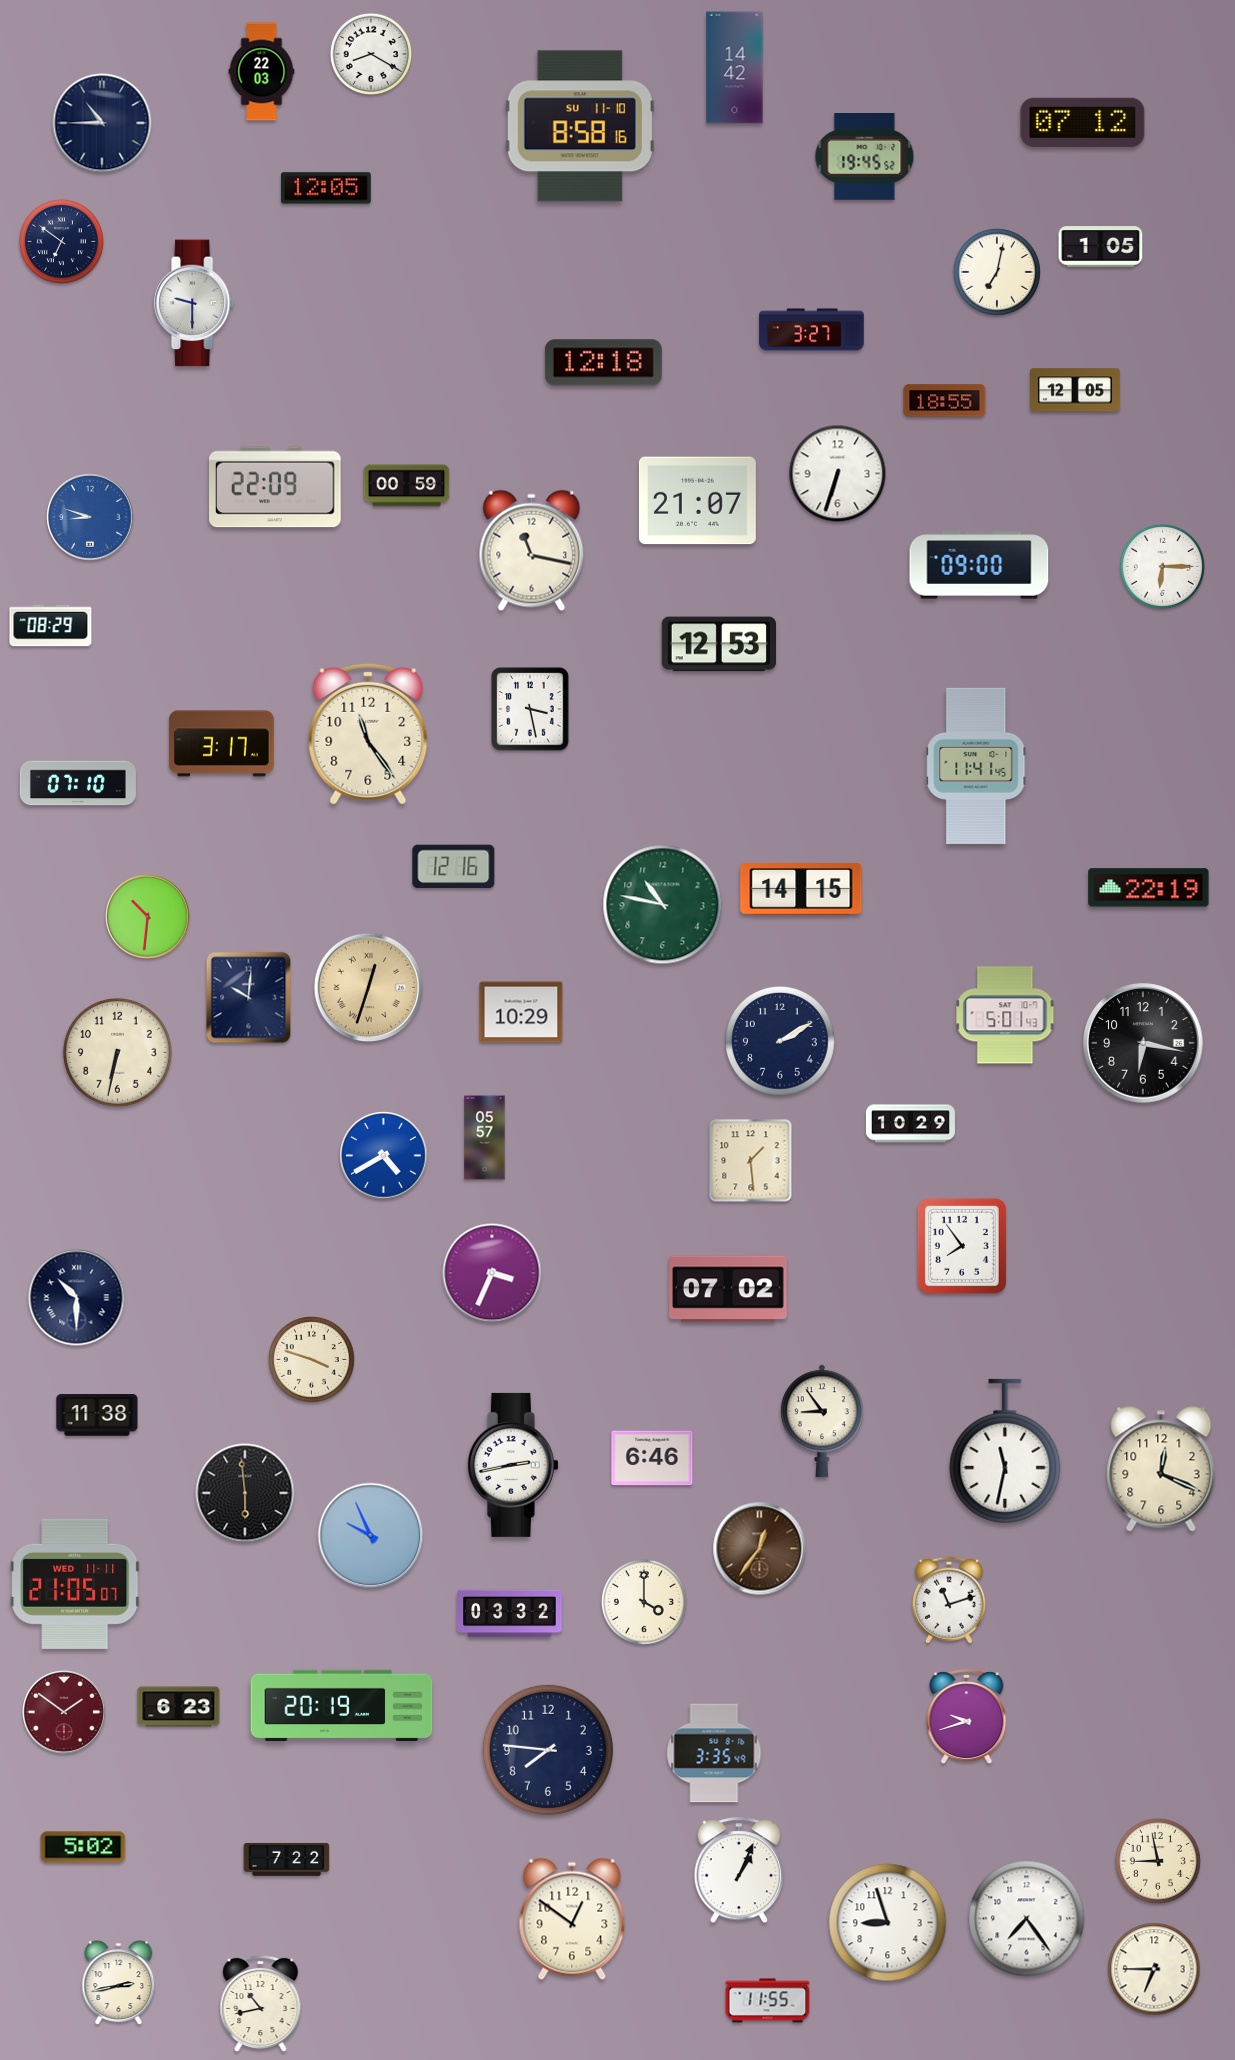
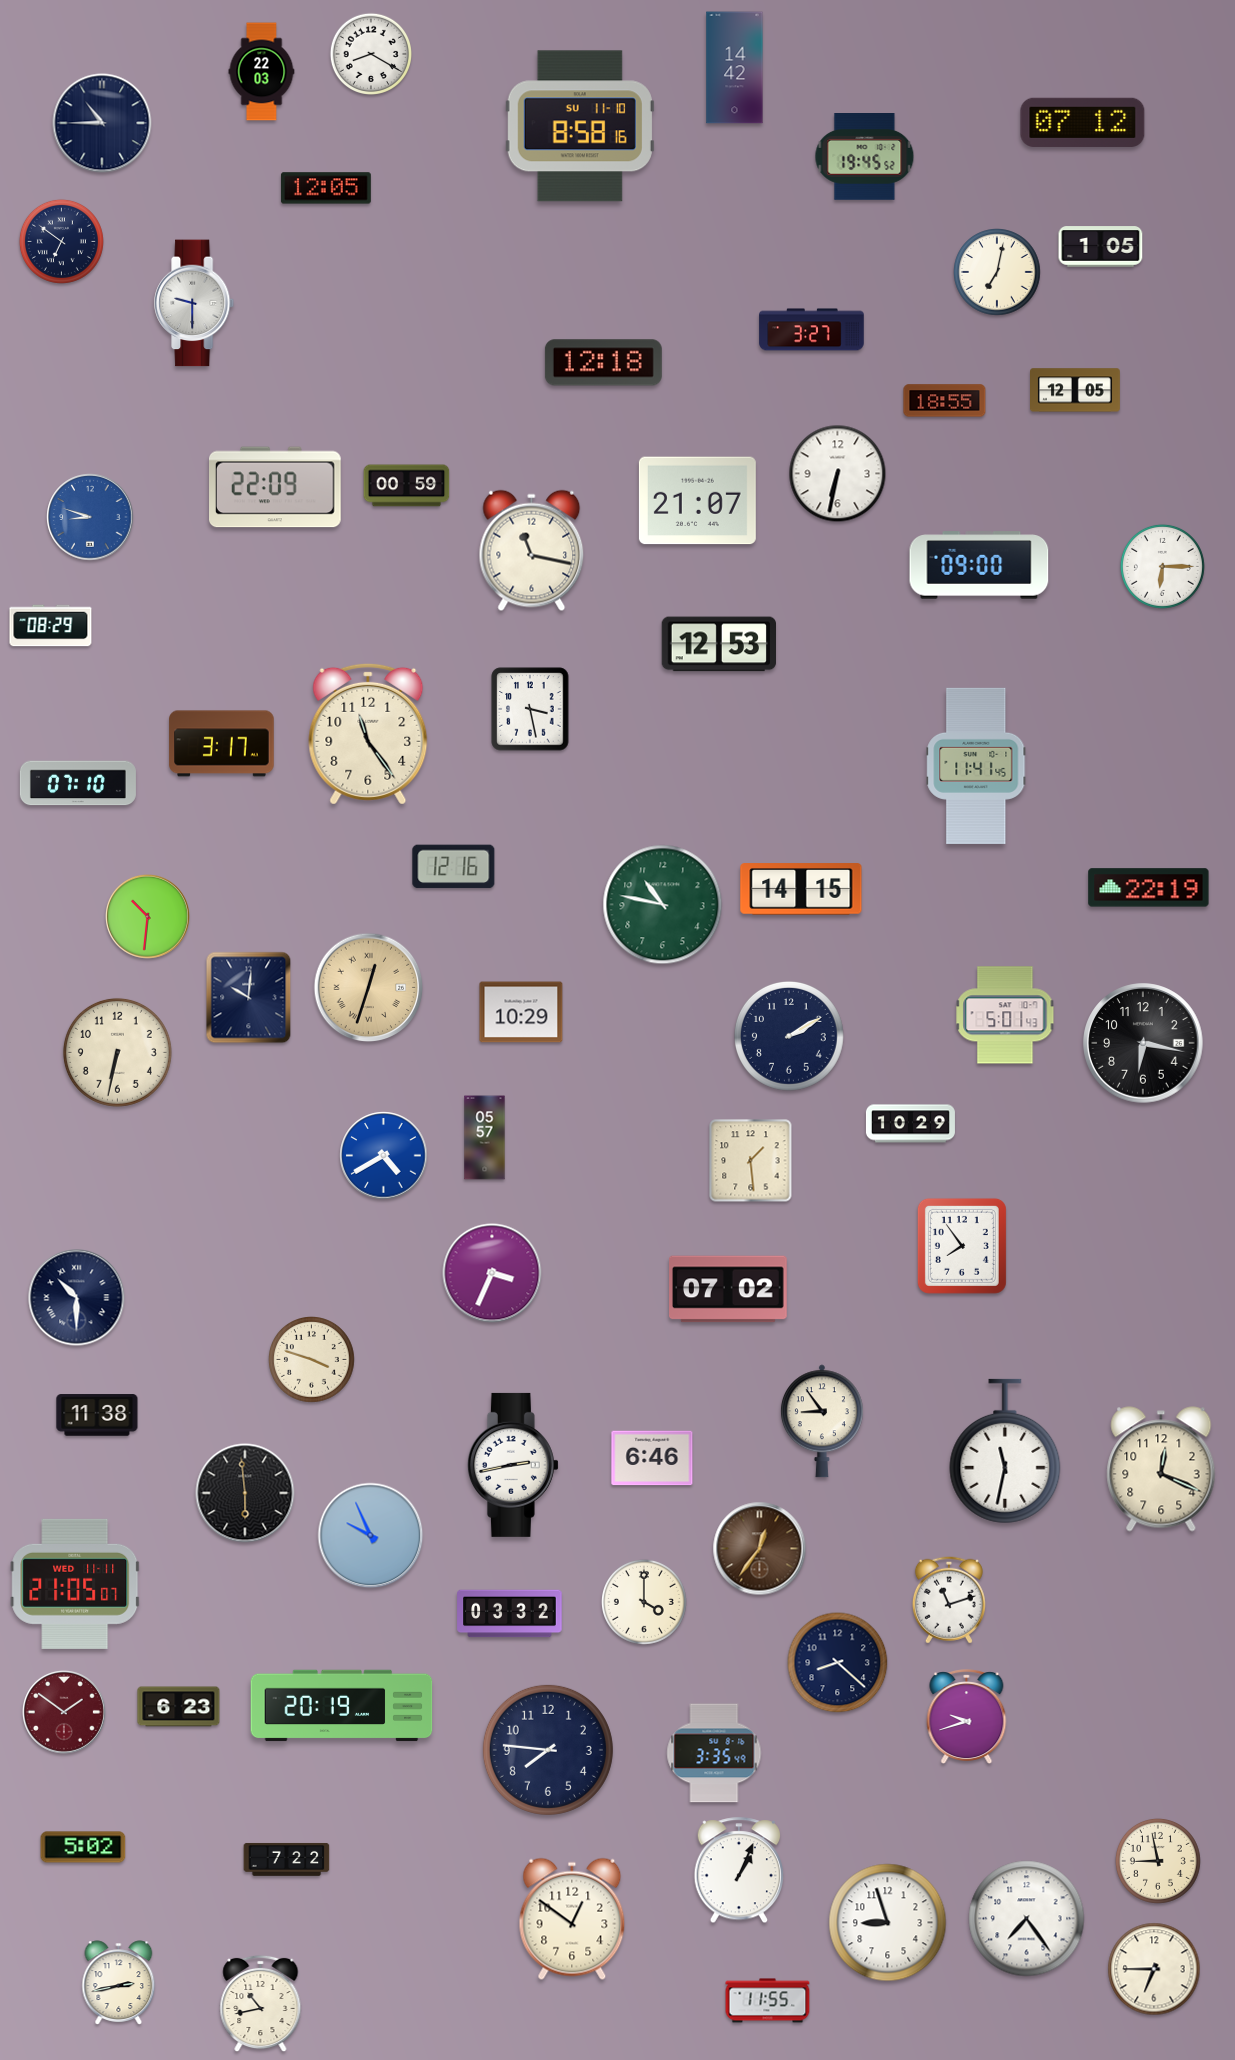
clock at (838, 474): 6:33 -> 6:32
clock at (780, 1041) position: (780, 1041) -> (789, 1036)
clock at (838, 1663): none -> 8:22
